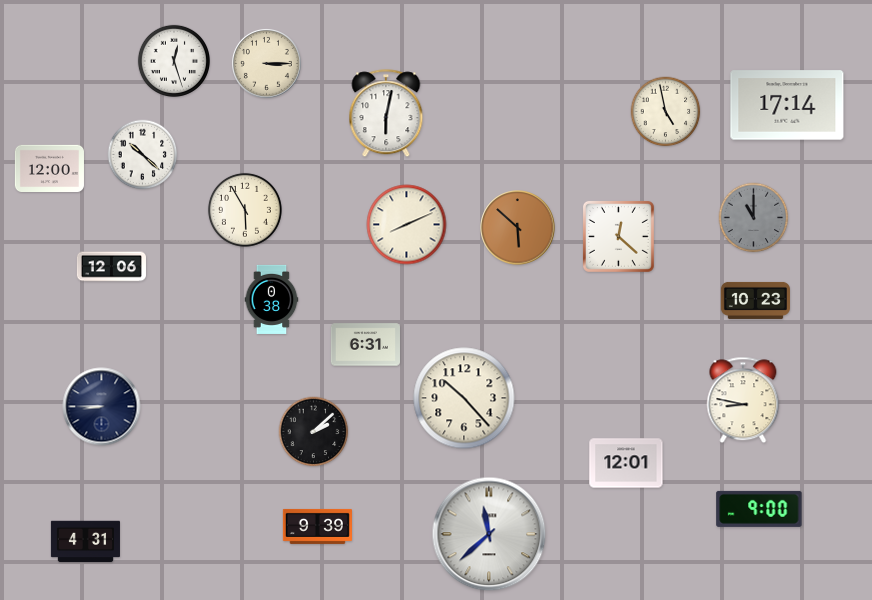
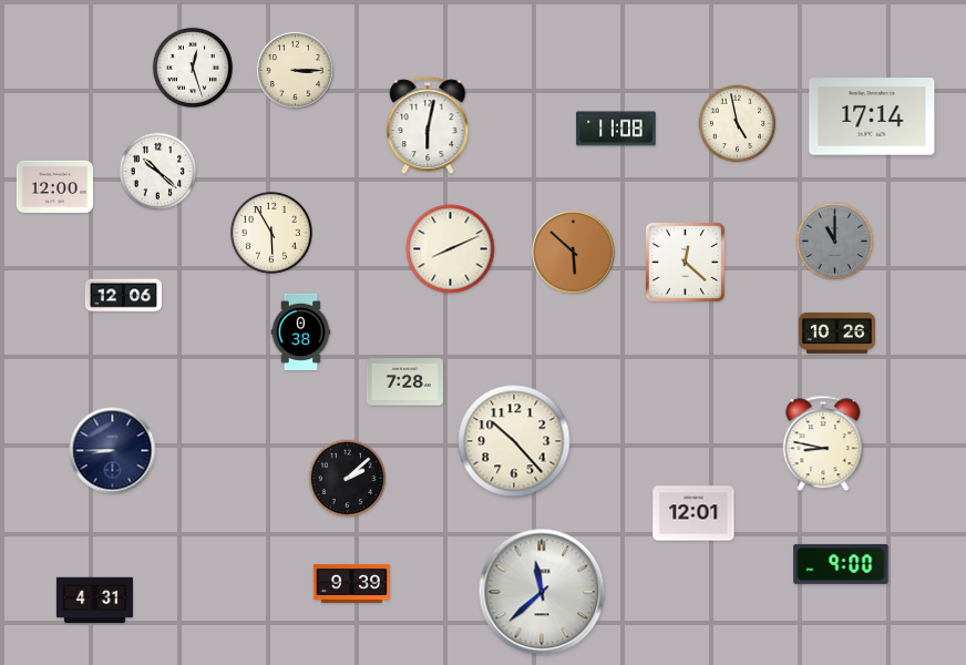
clock at (616, 129): none -> 11:08
clock at (755, 300): 10:23 -> 10:26
clock at (365, 345): 6:31 -> 7:28
